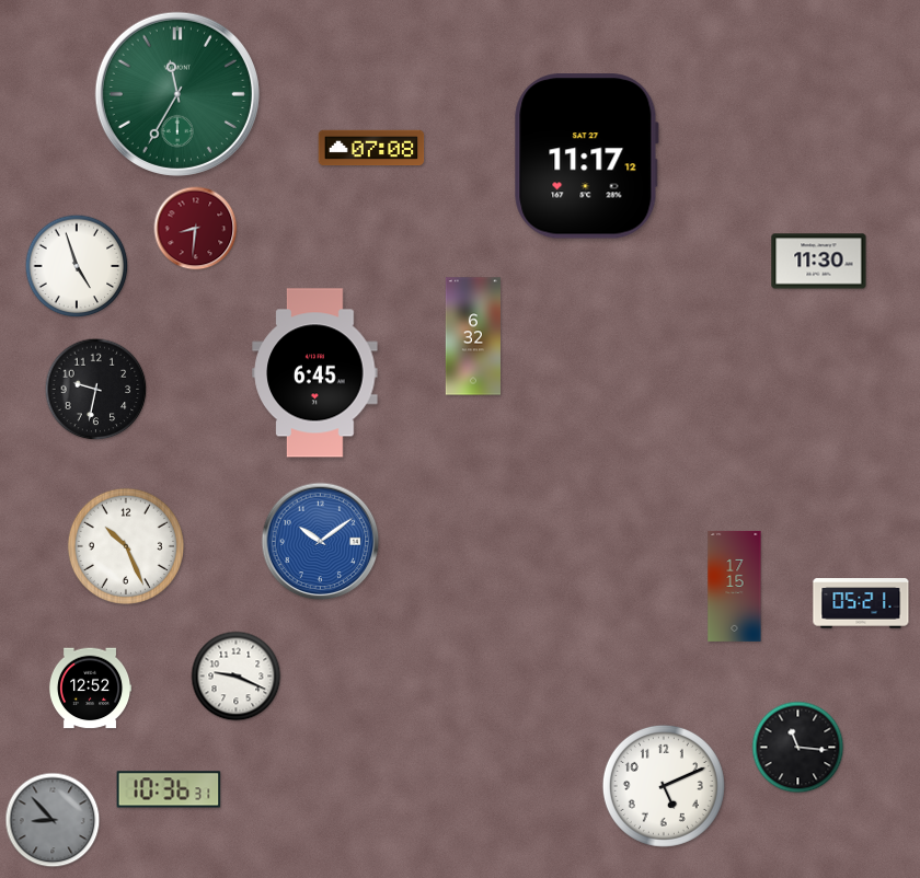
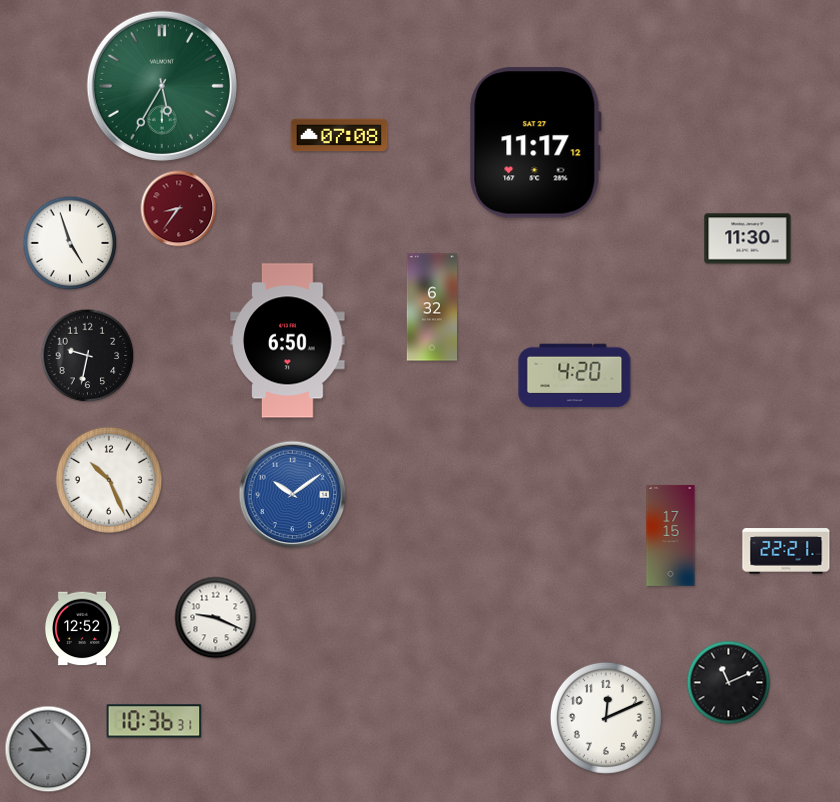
clock at (177, 94): 11:35 -> 5:35
clock at (196, 229): 8:31 -> 8:36
clock at (315, 373): 6:45 -> 6:50
clock at (575, 376): none -> 4:20
clock at (126, 546) position: (126, 546) -> (109, 480)
clock at (861, 603): 05:21 -> 22:21
clock at (798, 748): 11:16 -> 11:11
clock at (664, 786): 5:11 -> 12:11
